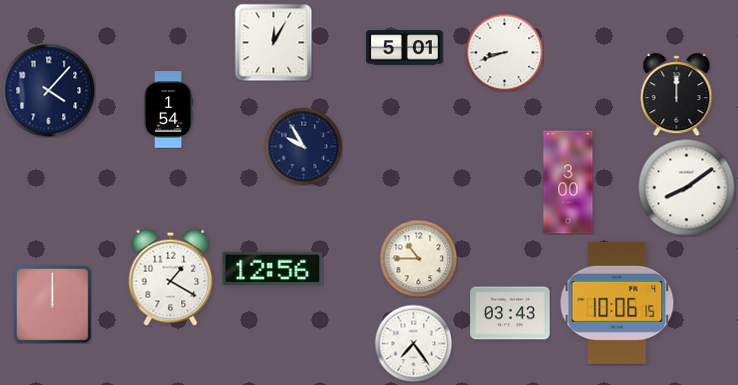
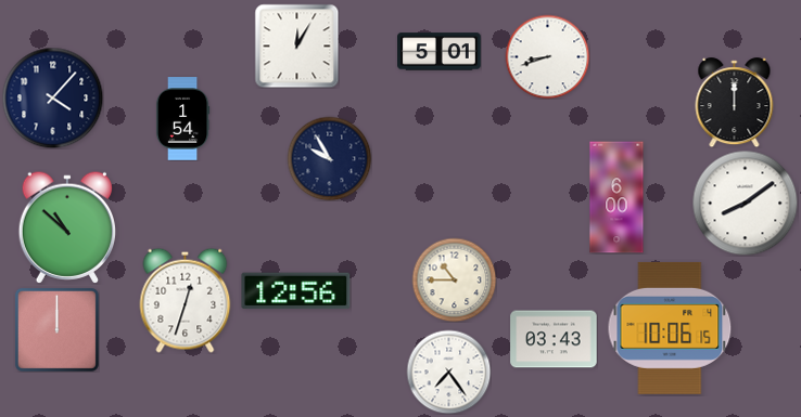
clock at (568, 182): 3:00 -> 6:00
clock at (67, 227): none -> 10:52
clock at (171, 277): 1:20 -> 12:33
